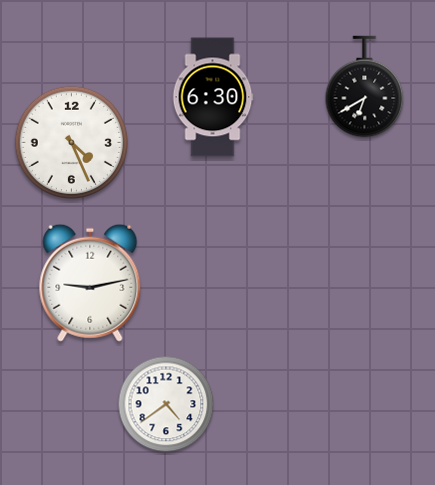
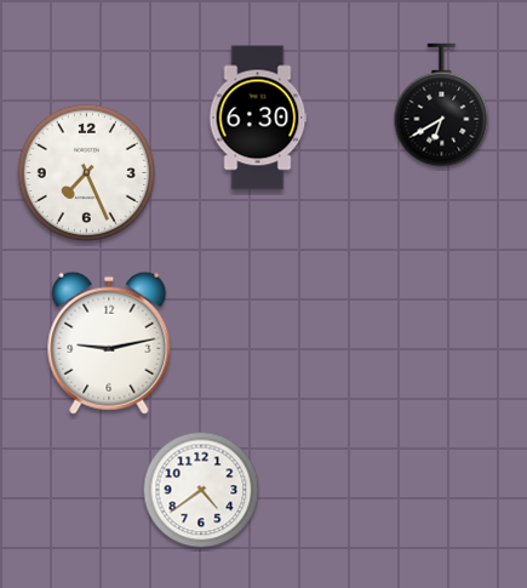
clock at (71, 142): 4:26 -> 7:26
